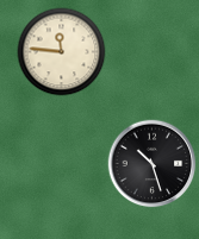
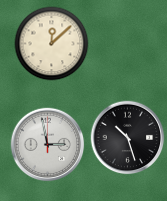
clock at (62, 52): 11:46 -> 12:08
clock at (48, 145): none -> 2:58
